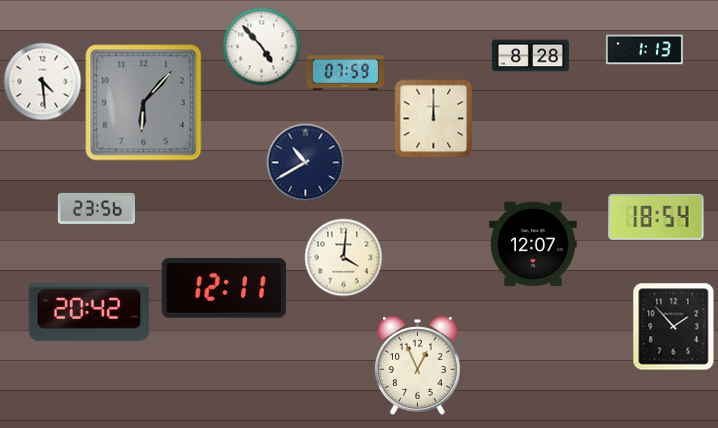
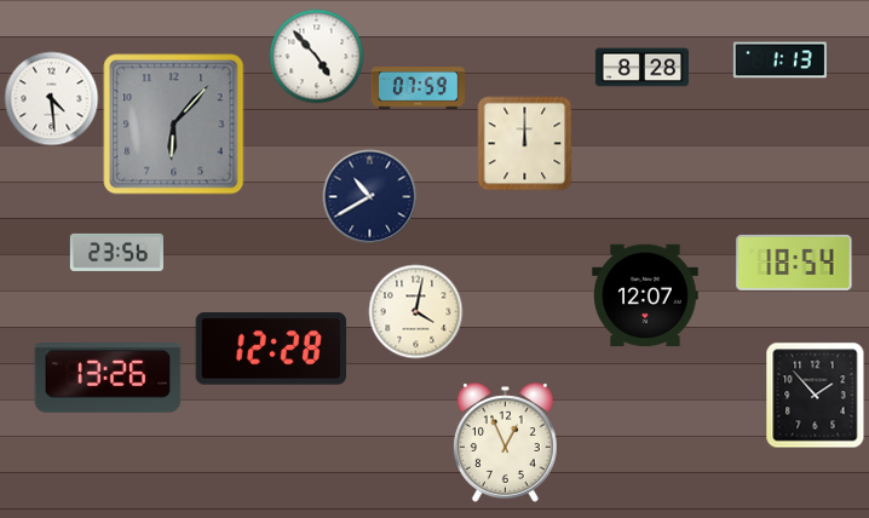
clock at (343, 257): 4:01 -> 4:02
clock at (223, 288): 12:11 -> 12:28
clock at (89, 313): 20:42 -> 13:26
